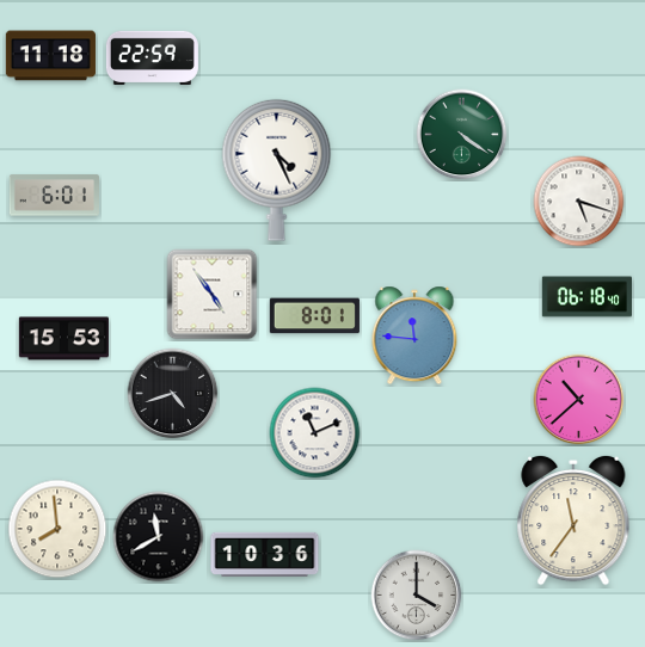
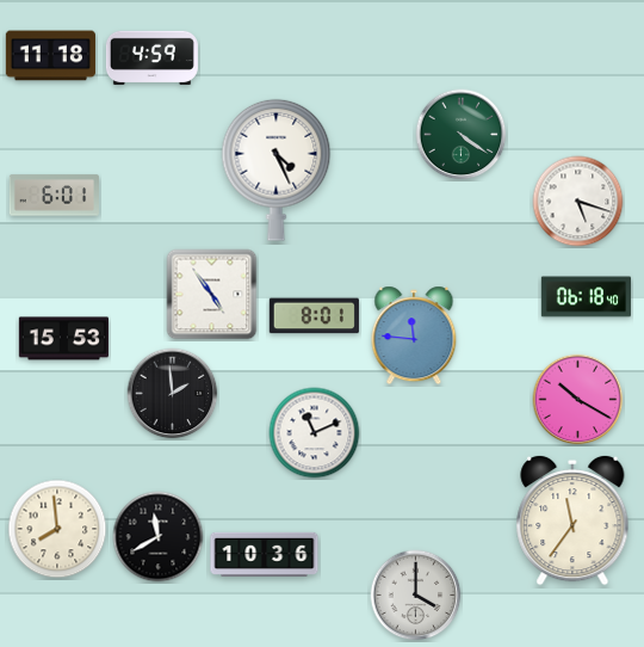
clock at (152, 57): 22:59 -> 4:59
clock at (173, 394): 4:42 -> 1:59
clock at (579, 400): 10:38 -> 10:20
